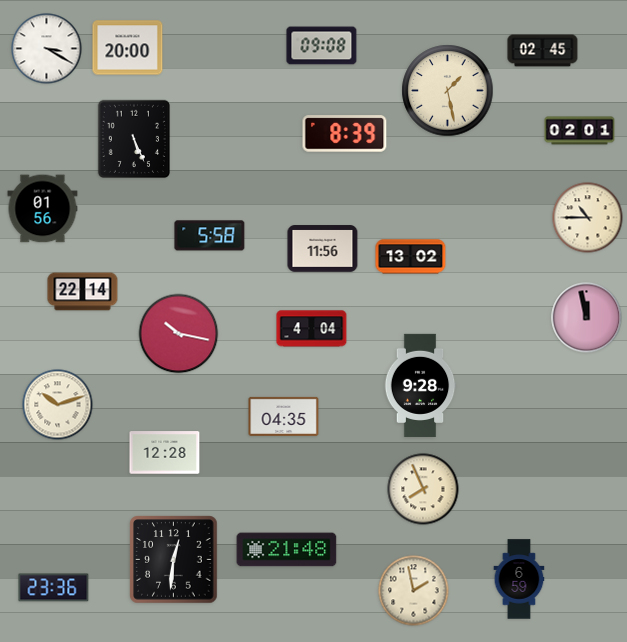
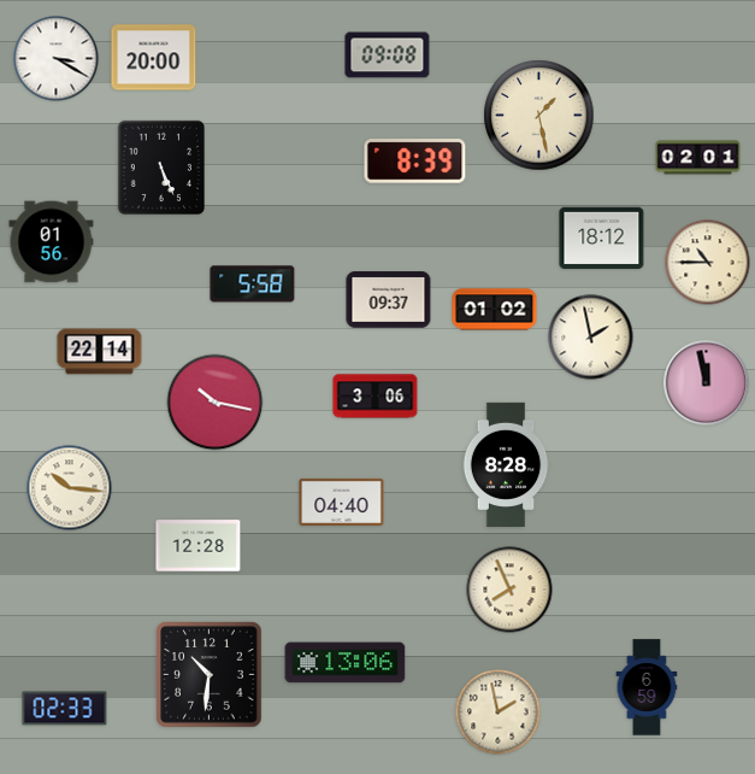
clock at (543, 51): 02:45 -> none
clock at (448, 91) position: (448, 91) -> (539, 116)
clock at (602, 239): none -> 18:12
clock at (43, 209) position: (43, 209) -> (52, 242)
clock at (323, 249): 11:56 -> 09:37
clock at (411, 257): 13:02 -> 01:02
clock at (591, 338): none -> 1:58
clock at (312, 329): 4:04 -> 3:06
clock at (420, 385): 9:28 -> 8:28
clock at (58, 405): 10:12 -> 10:16
clock at (284, 416): 04:35 -> 04:40
clock at (287, 550): 21:48 -> 13:06
clock at (174, 560): 12:31 -> 10:31
clock at (519, 579) position: (519, 579) -> (647, 687)
clock at (54, 588): 23:36 -> 02:33
